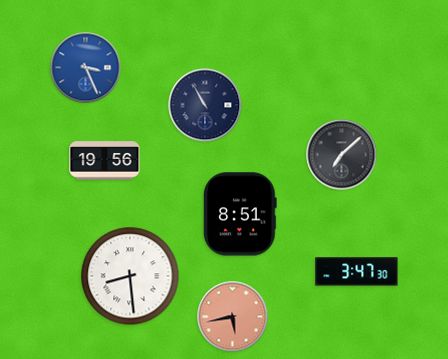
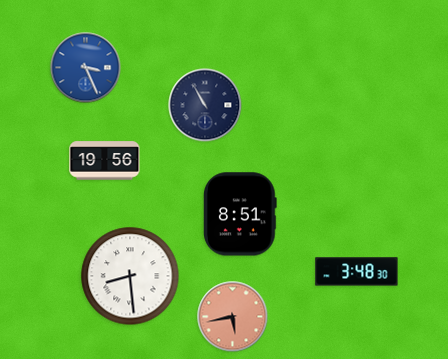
clock at (342, 155): 7:08 -> none
clock at (357, 272): 3:47 -> 3:48
